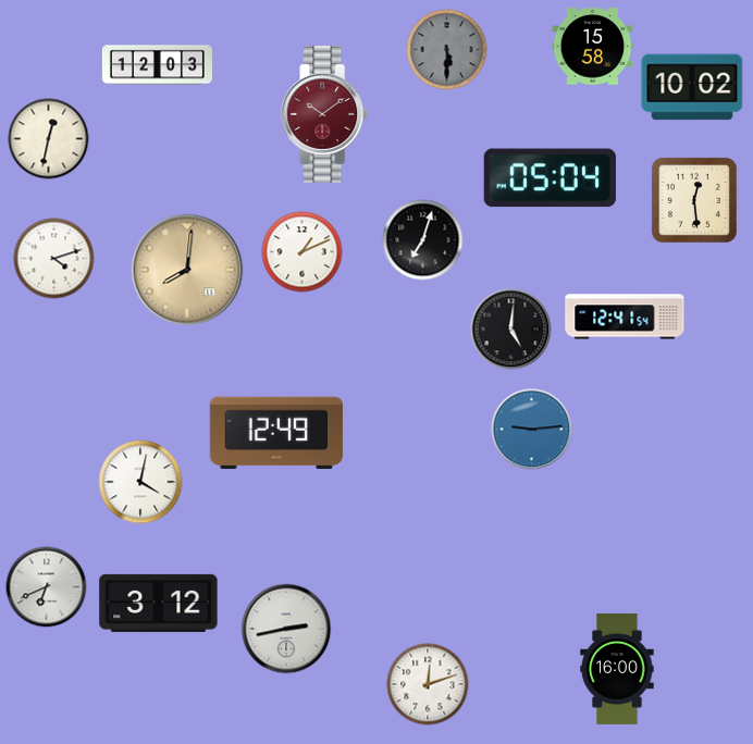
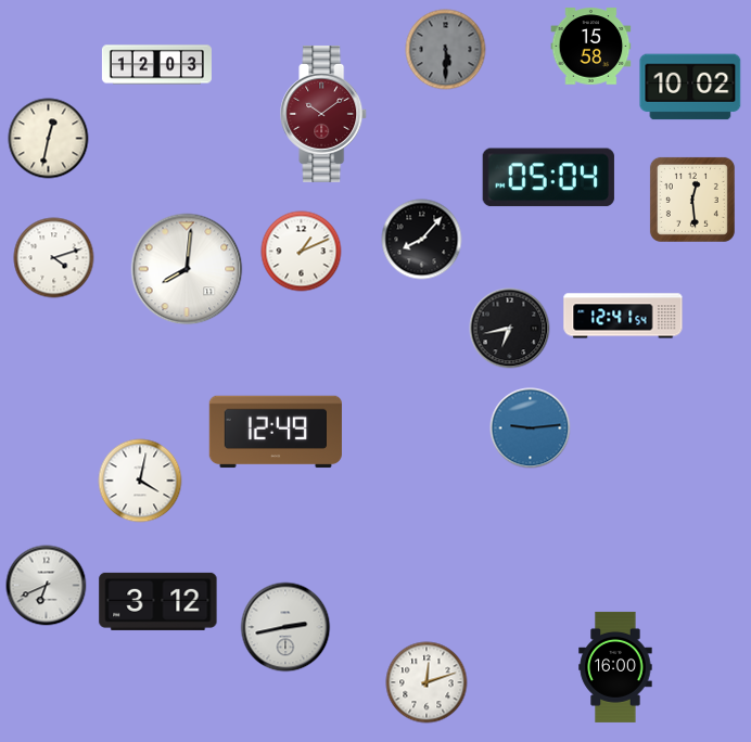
clock at (423, 240): 7:03 -> 8:07
clock at (187, 270) dial: champagne -> white
clock at (511, 330): 5:01 -> 6:43
